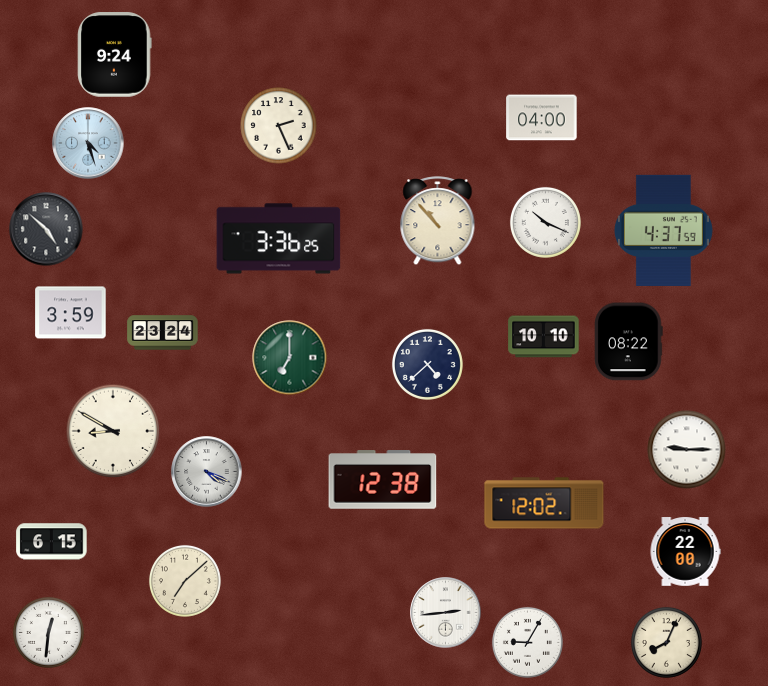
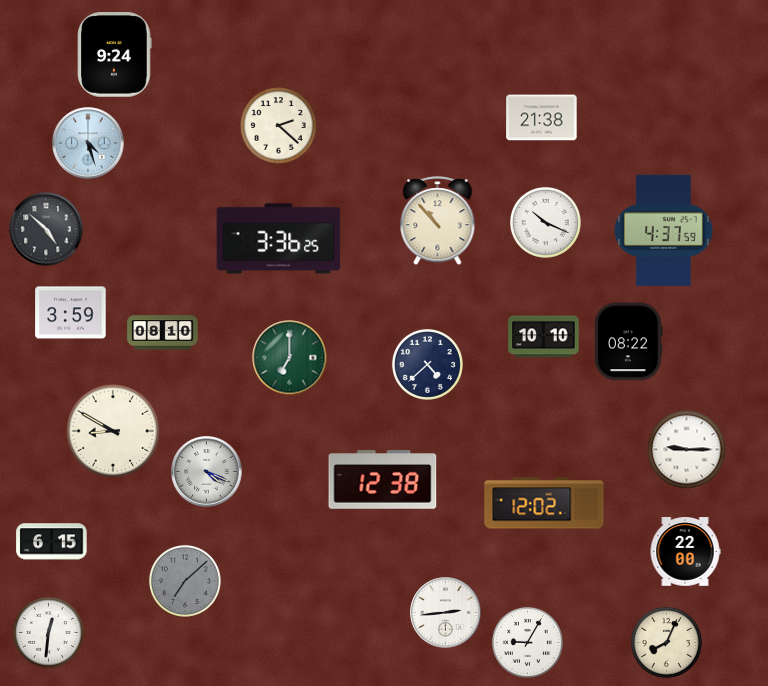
clock at (542, 118): 04:00 -> 21:38
clock at (279, 126): 2:26 -> 2:22
clock at (163, 333): 23:24 -> 08:10
clock at (185, 581) dial: cream -> grey
